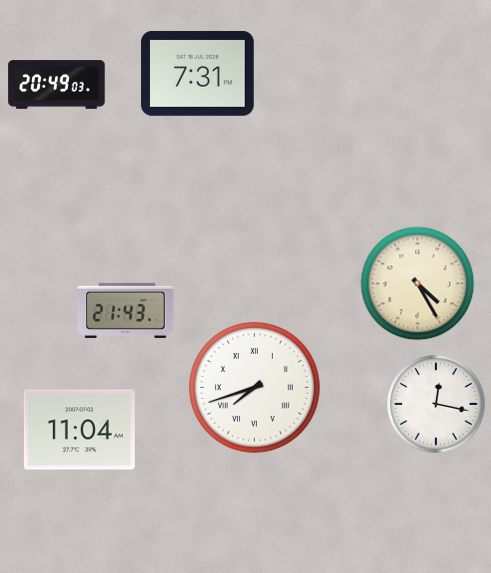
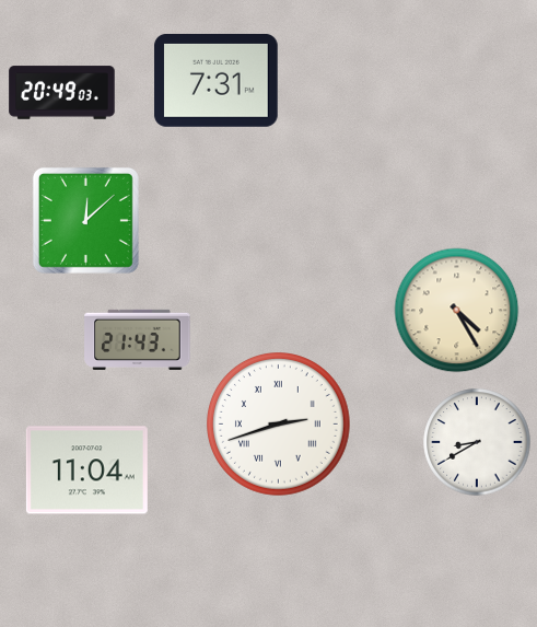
clock at (85, 220): none -> 12:08
clock at (255, 388): 7:42 -> 2:42
clock at (436, 404): 12:17 -> 8:40
